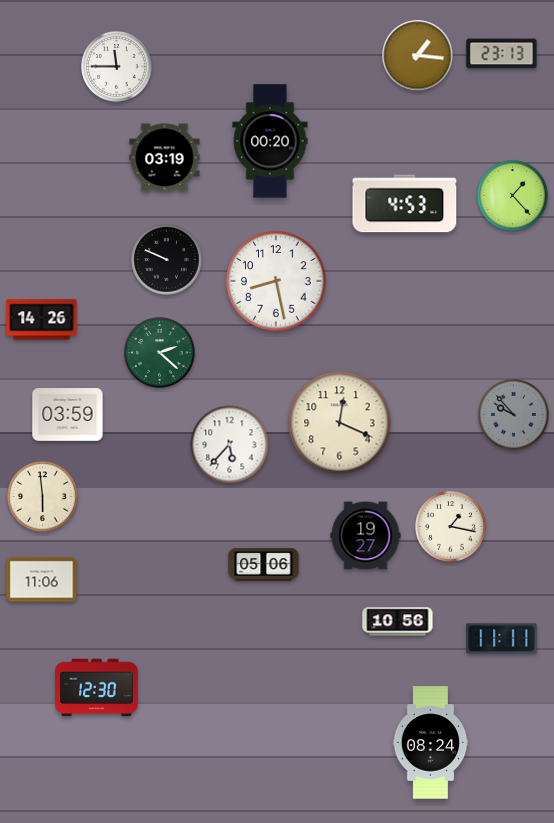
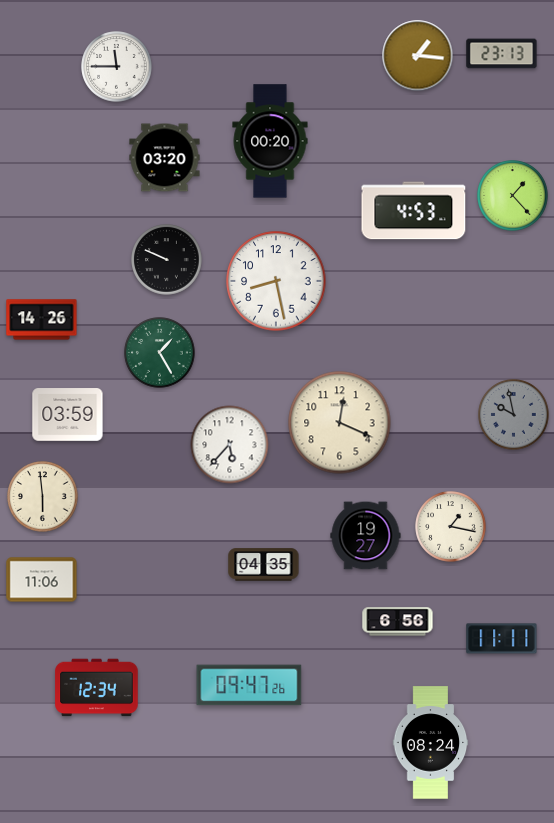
clock at (165, 158): 03:19 -> 03:20
clock at (405, 204) position: (405, 204) -> (414, 211)
clock at (160, 353): 2:22 -> 1:25
clock at (514, 415): 9:53 -> 9:58
clock at (264, 565): 05:06 -> 04:35
clock at (398, 622): 10:56 -> 6:56
clock at (249, 685): none -> 09:47
clock at (97, 688): 12:30 -> 12:34
